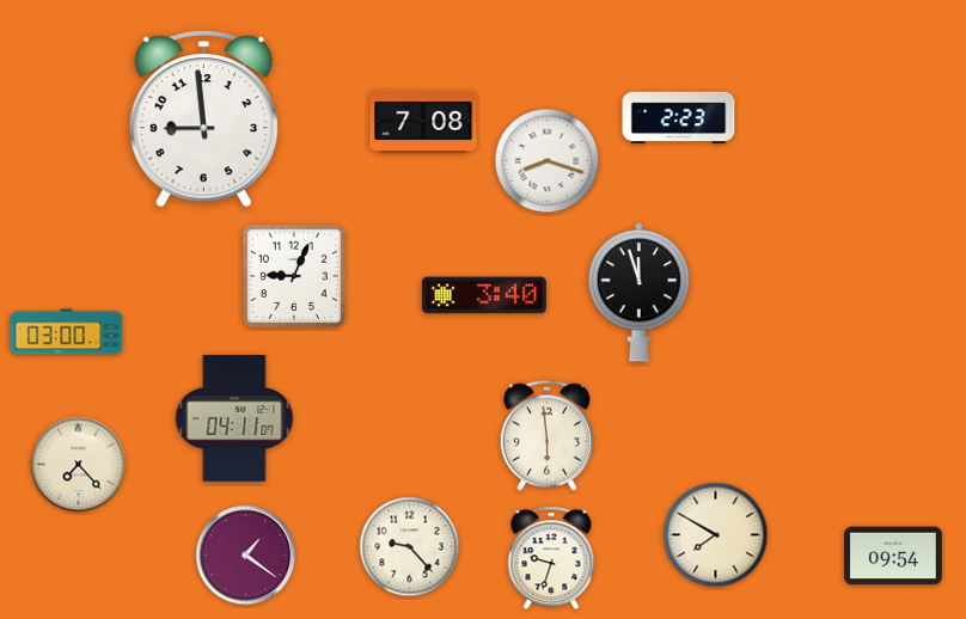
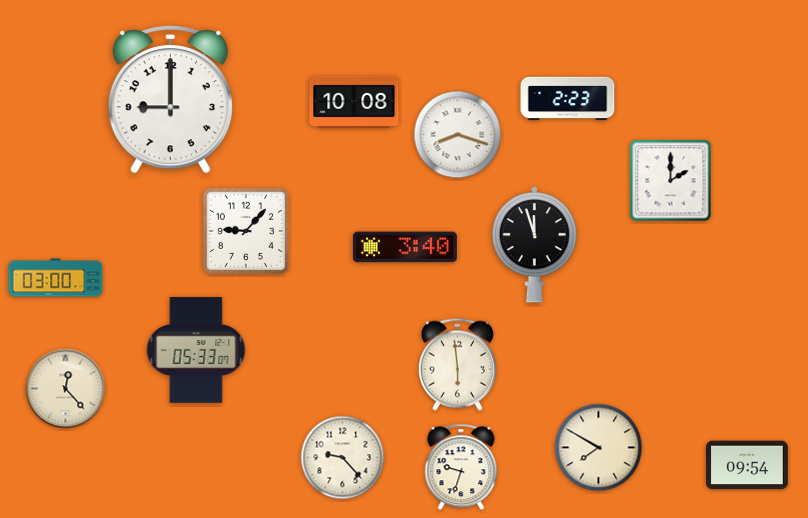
clock at (203, 119): 8:59 -> 9:00
clock at (423, 122): 7:08 -> 10:08
clock at (671, 181): none -> 2:00
clock at (294, 276): 9:04 -> 9:07
clock at (234, 418): 04:11 -> 05:33
clock at (79, 465): 7:23 -> 12:23
clock at (246, 556): 1:21 -> none
